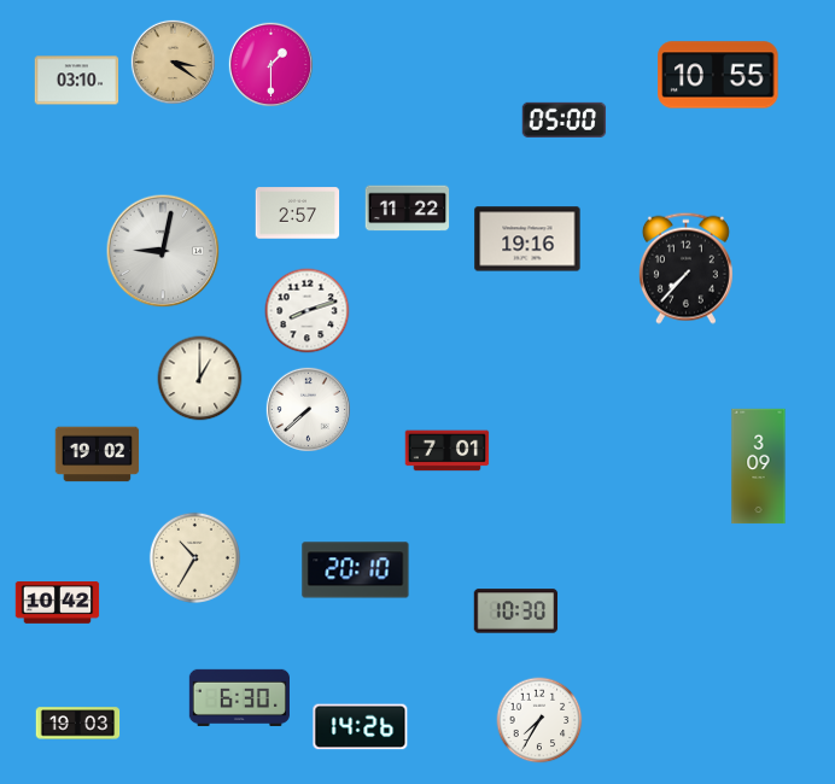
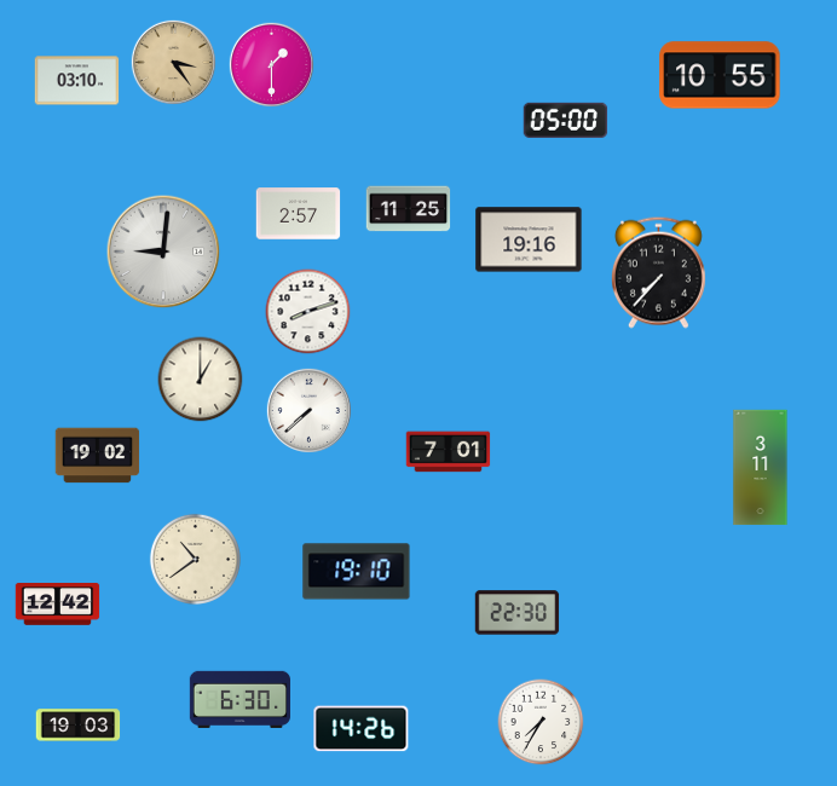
clock at (173, 62): 3:21 -> 3:24
clock at (408, 209): 11:22 -> 11:25
clock at (163, 251): 9:02 -> 9:01
clock at (685, 268) position: (685, 268) -> (658, 272)
clock at (759, 467): 3:09 -> 3:11
clock at (194, 557): 10:35 -> 10:39
clock at (356, 571): 20:10 -> 19:10
clock at (58, 603): 10:42 -> 12:42
clock at (516, 612): 10:30 -> 22:30
